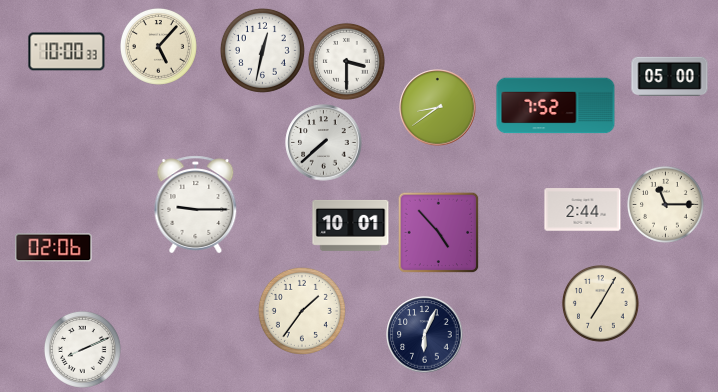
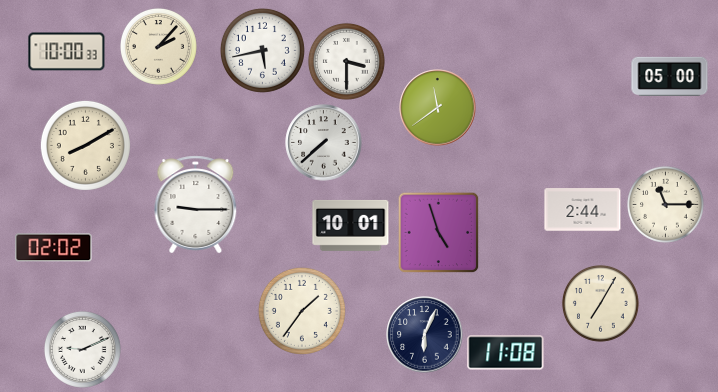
clock at (159, 47): 5:07 -> 2:07
clock at (262, 50): 12:32 -> 5:43
clock at (556, 106): 7:52 -> none
clock at (438, 108): 8:39 -> 11:39
clock at (85, 145): none -> 8:10
clock at (438, 232): 4:53 -> 4:57
clock at (54, 248): 02:06 -> 02:02
clock at (83, 350): 8:11 -> 9:11
clock at (506, 353): none -> 11:08
